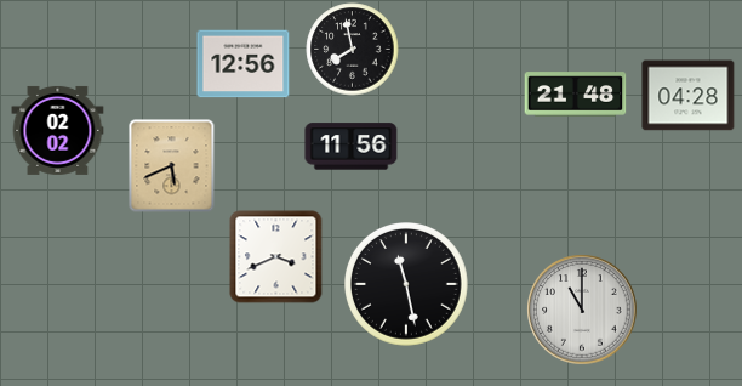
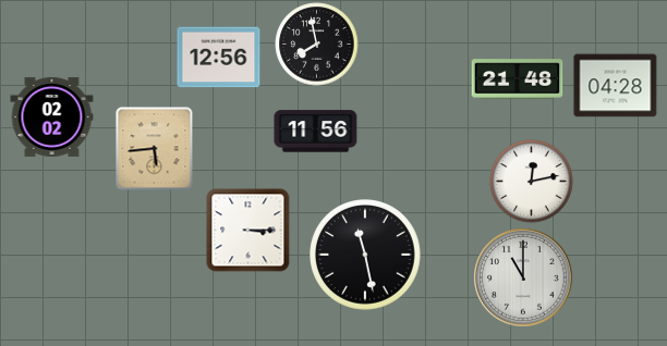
clock at (576, 95) position: (576, 95) -> (518, 79)
clock at (689, 96) position: (689, 96) -> (616, 86)
clock at (172, 166): 5:41 -> 5:44
clock at (532, 182): none -> 12:13
clock at (276, 257): 3:41 -> 3:15
